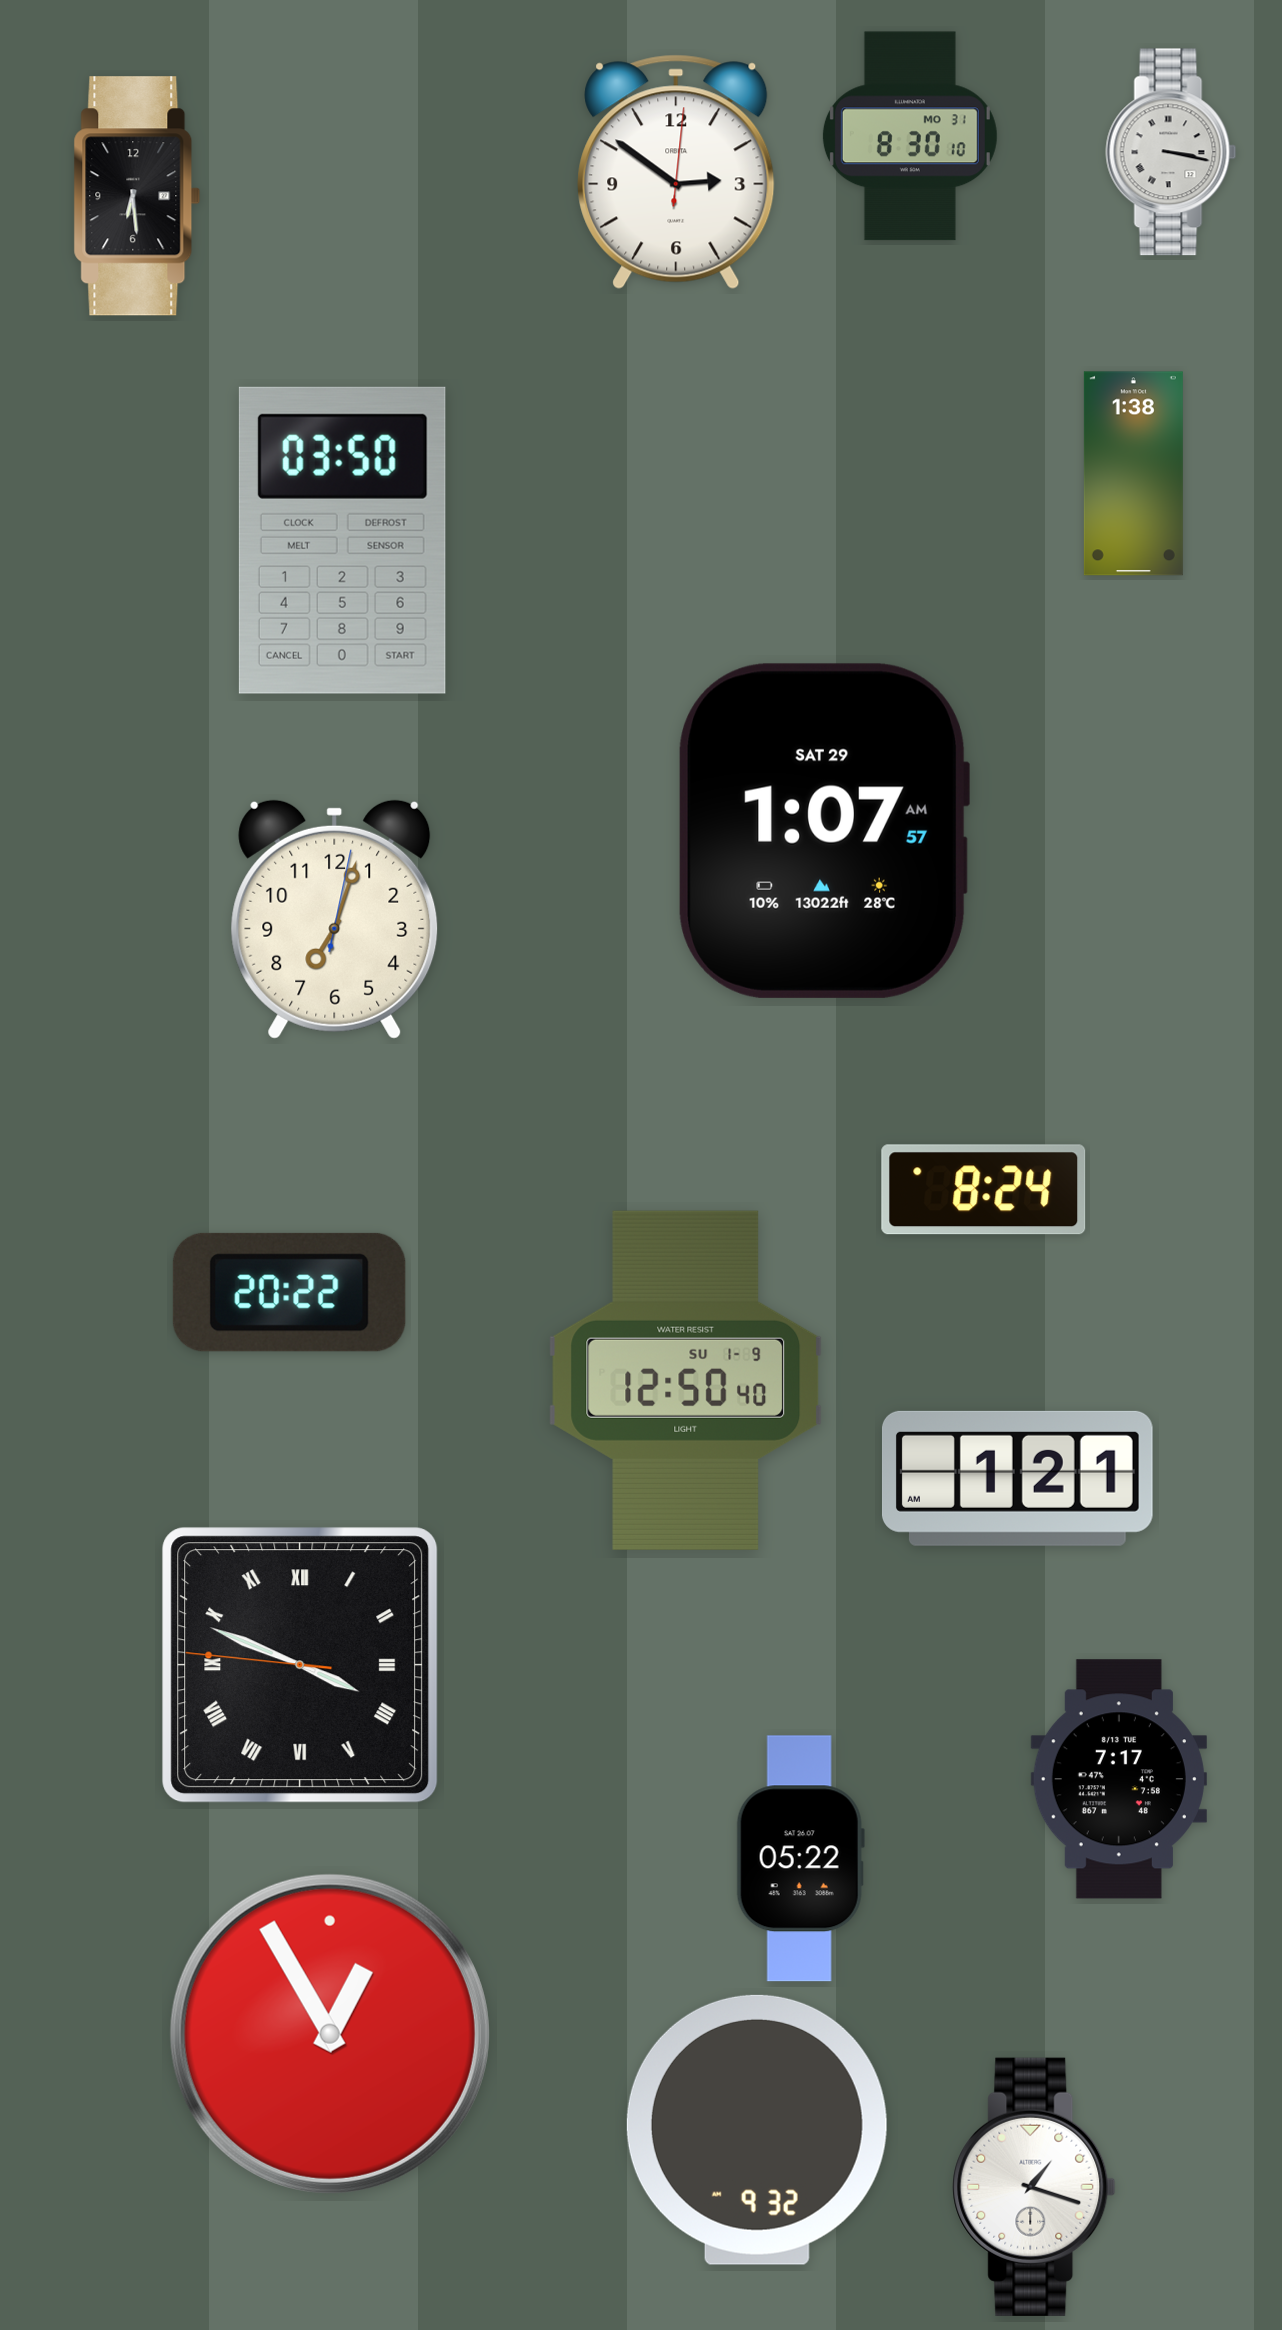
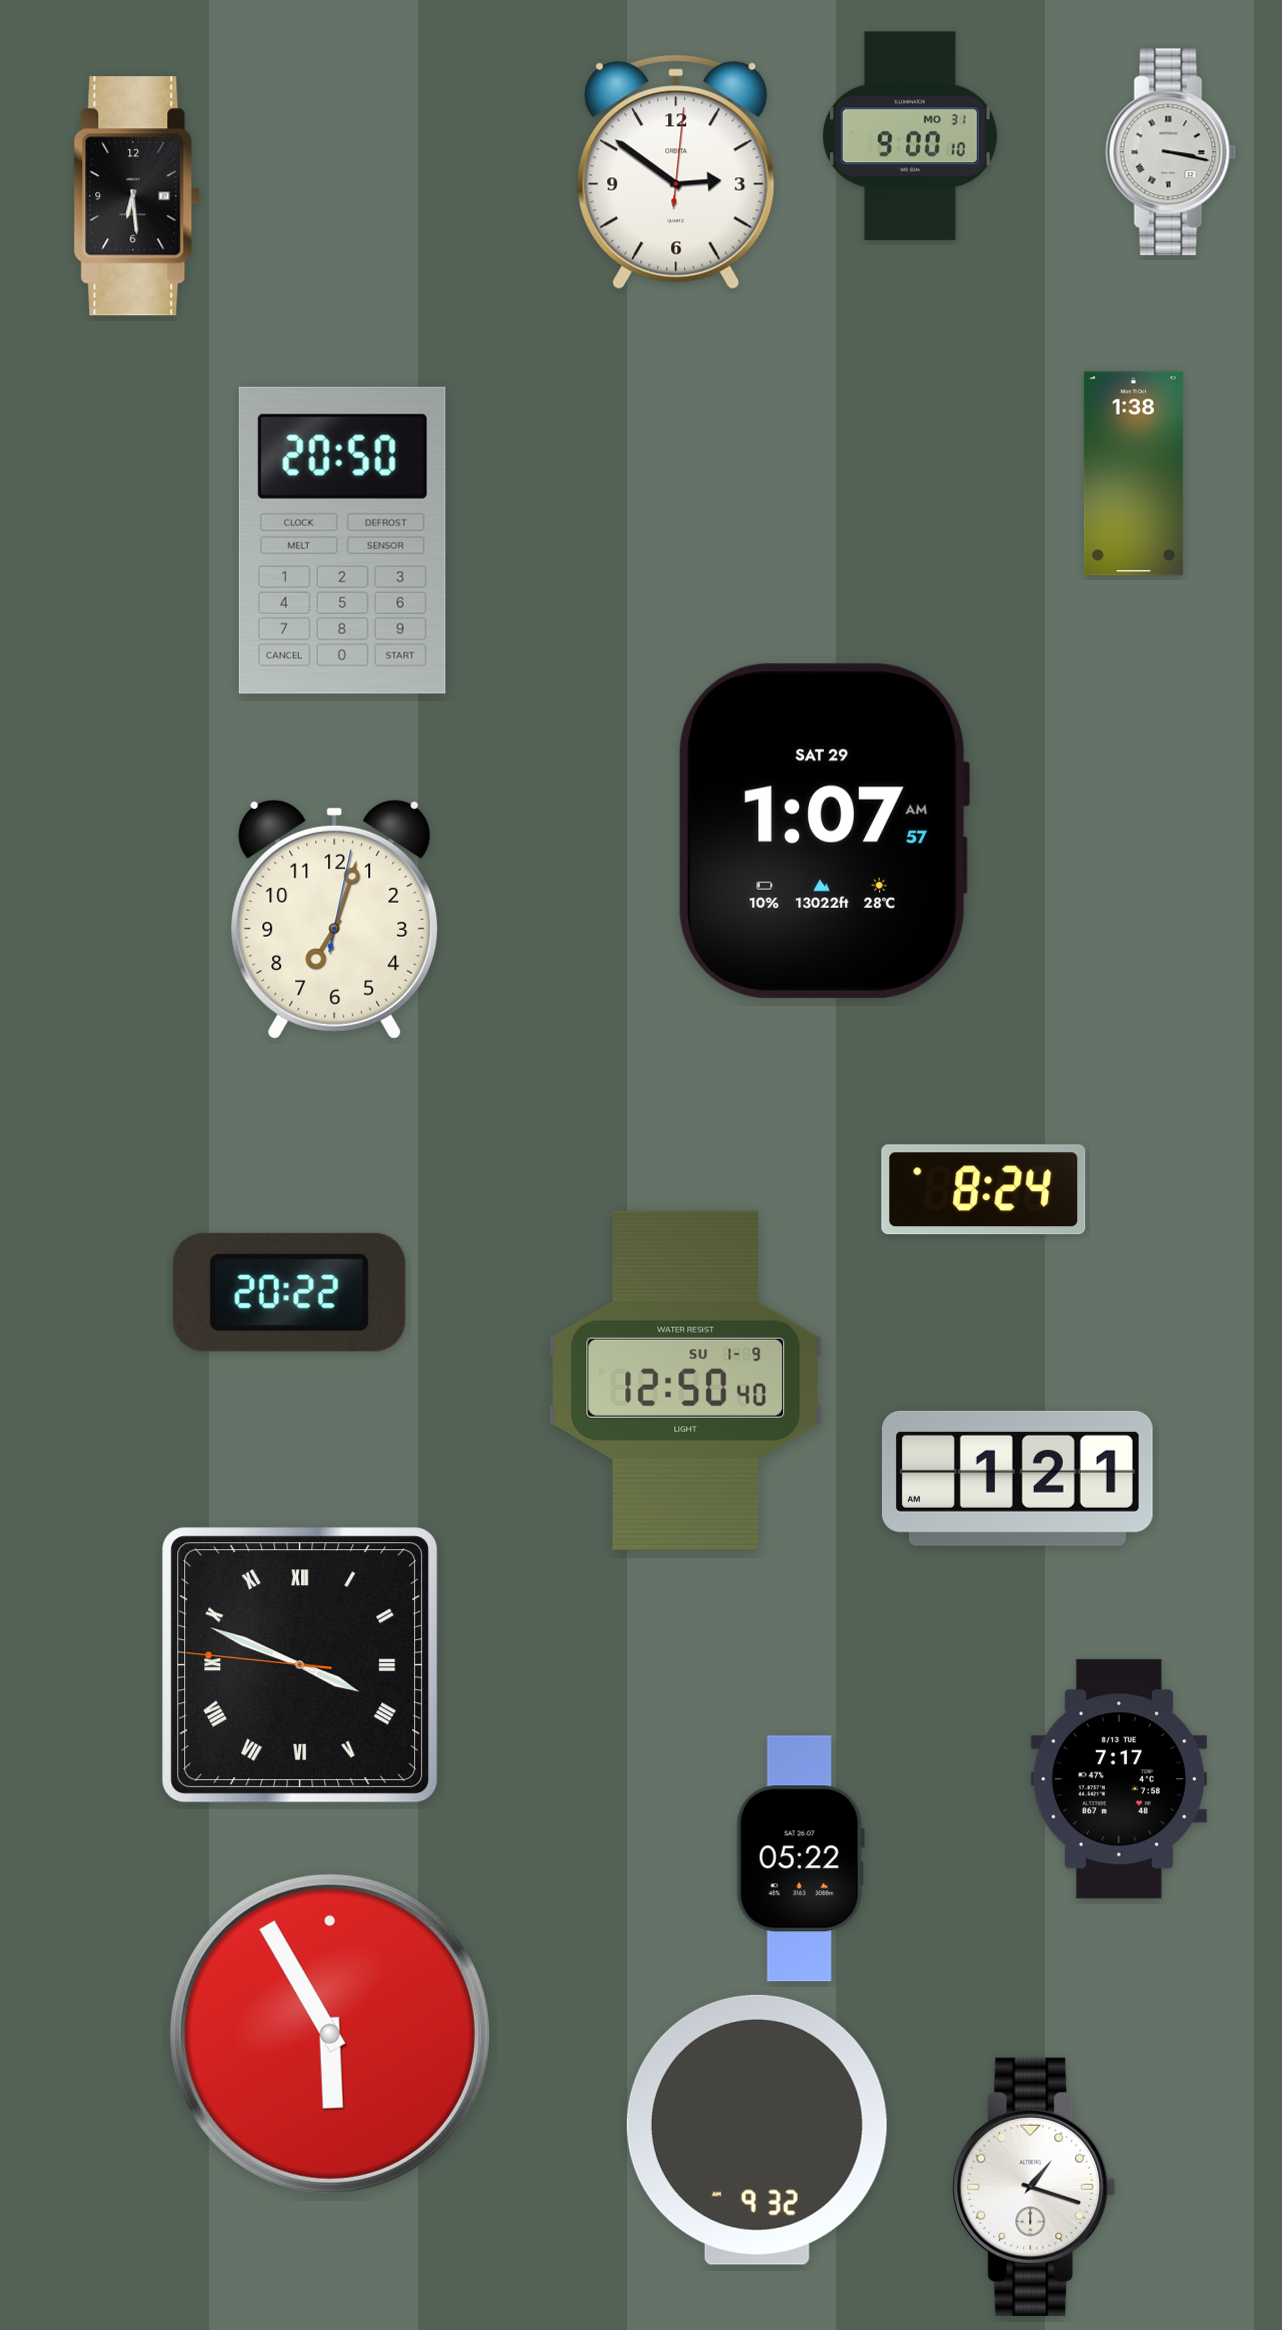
clock at (910, 136): 8:30 -> 9:00
clock at (342, 540): 03:50 -> 20:50
clock at (330, 2034): 12:55 -> 5:55
